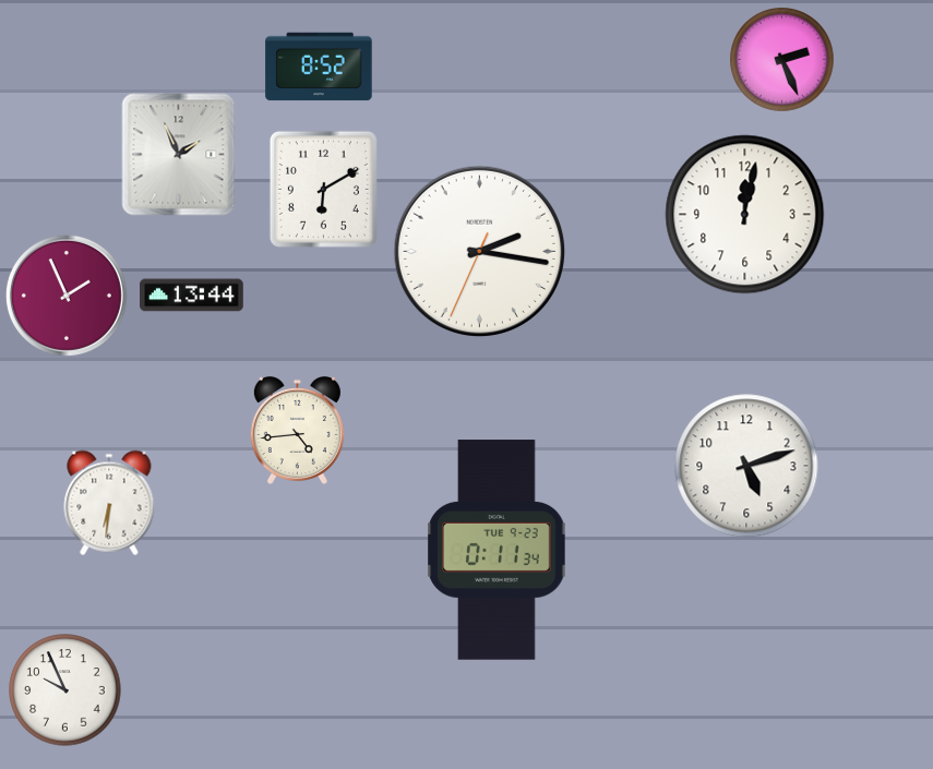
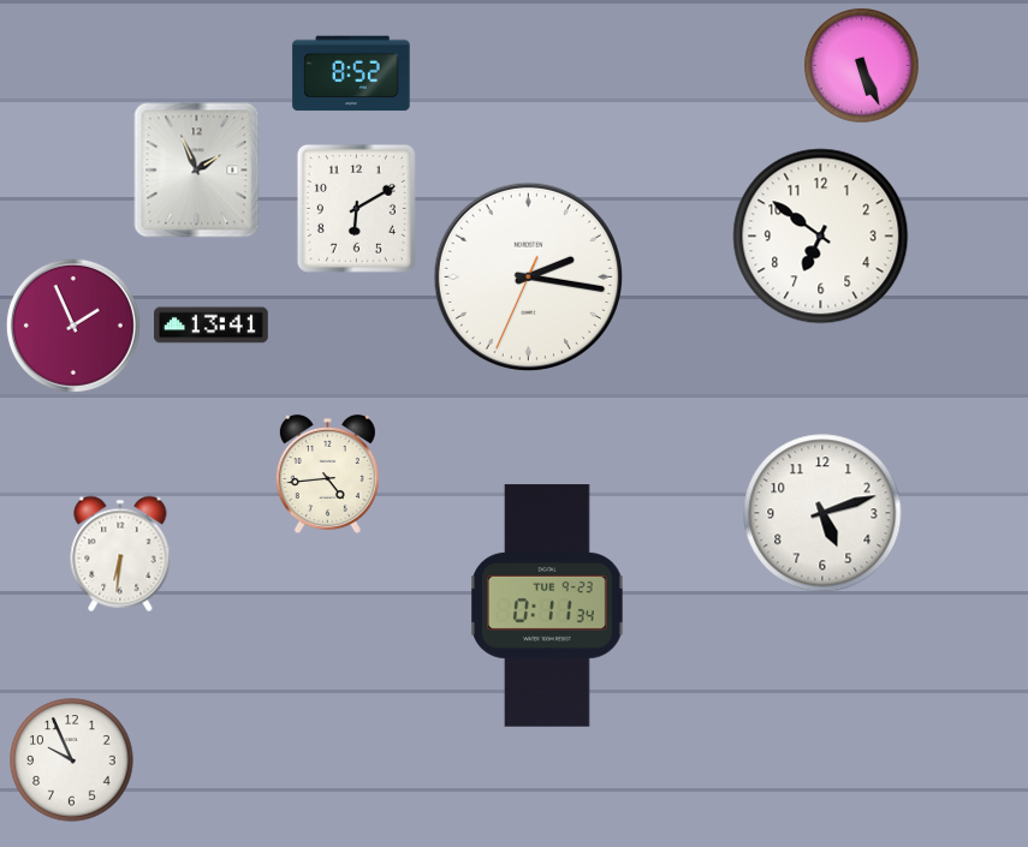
clock at (782, 60): 2:26 -> 5:26
clock at (745, 215): 12:02 -> 6:51
clock at (192, 296): 13:44 -> 13:41
